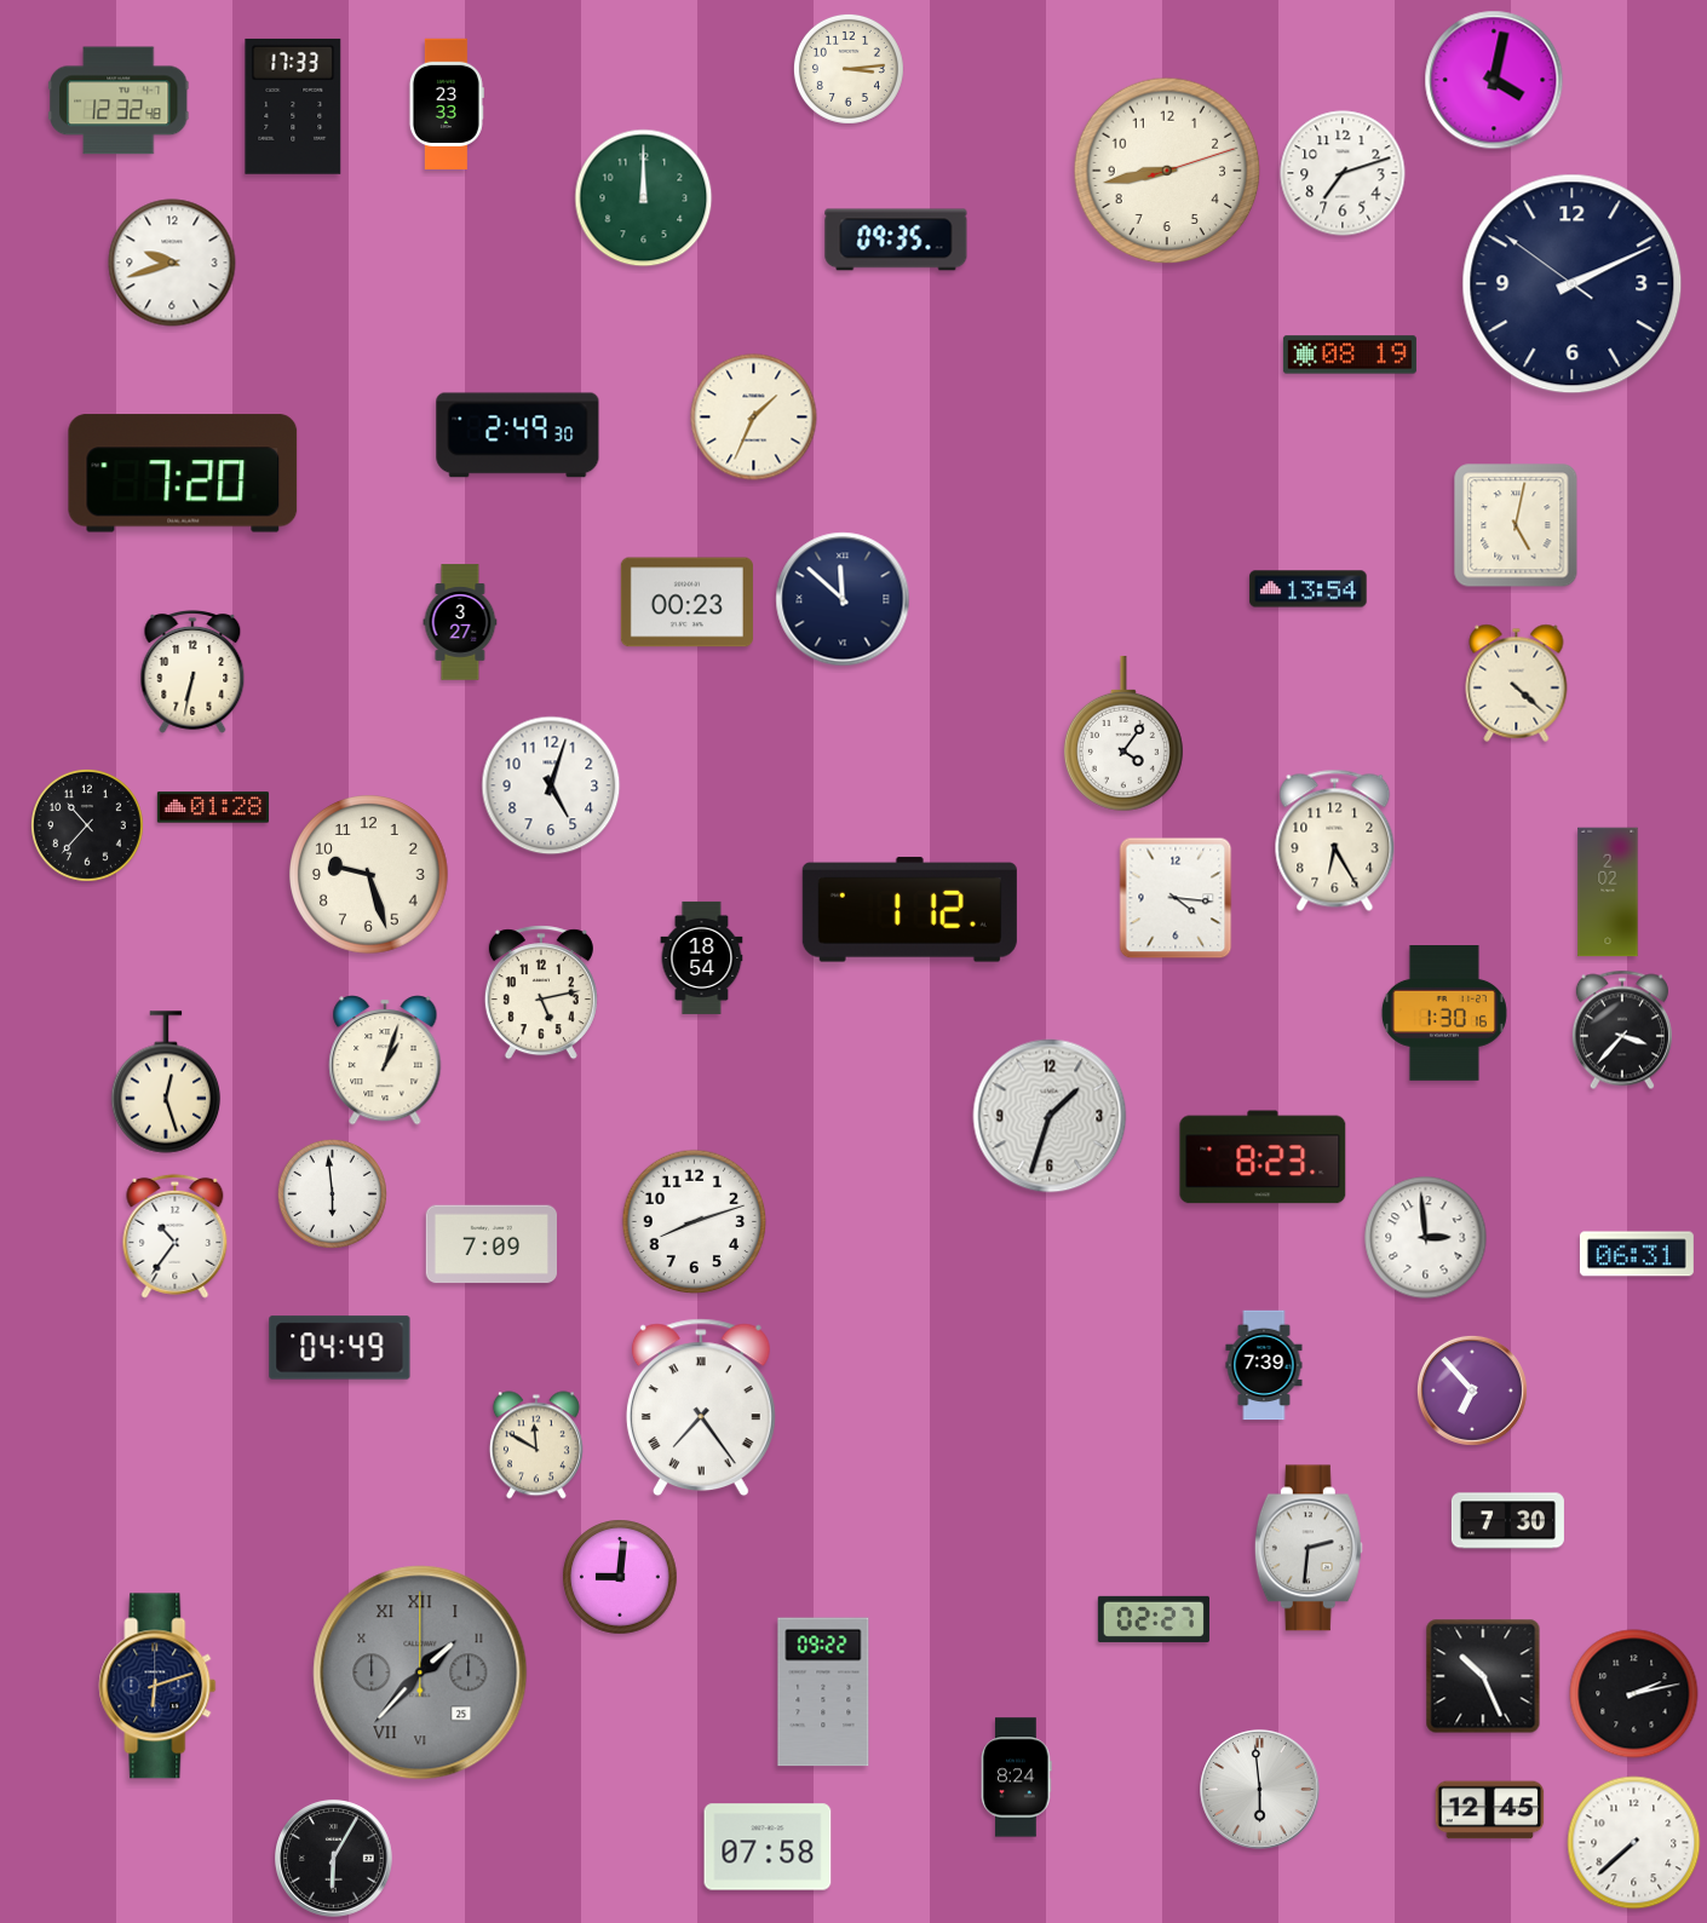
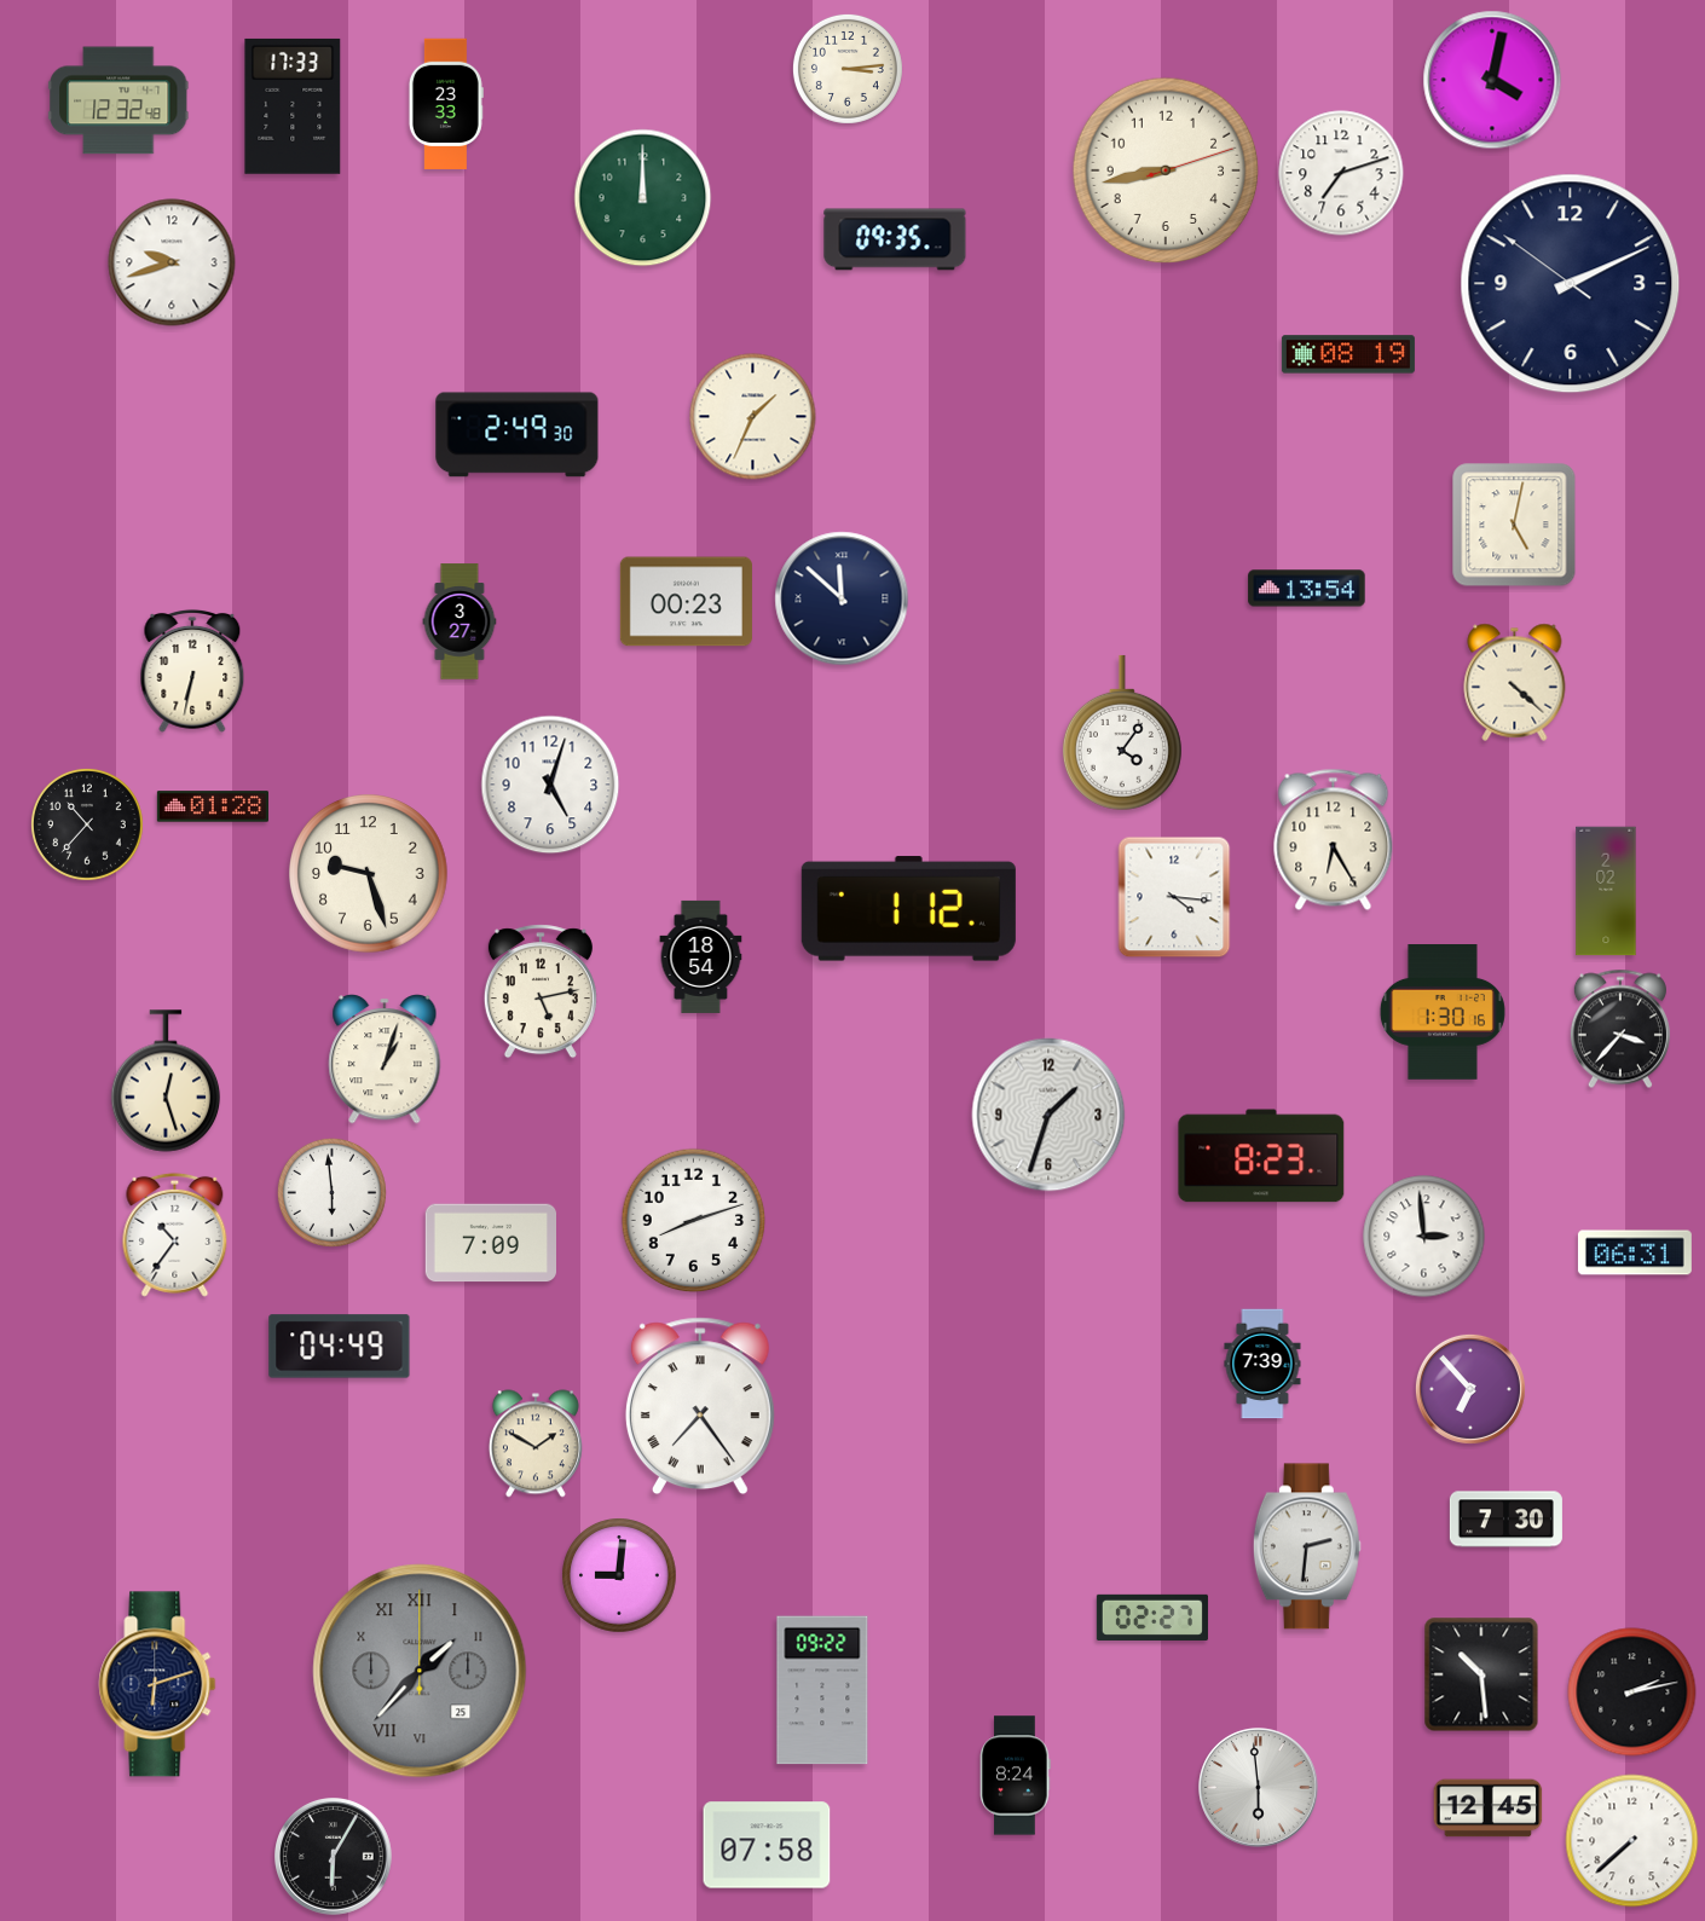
clock at (183, 473): 7:20 -> none
clock at (536, 1445): 11:50 -> 1:50
clock at (1483, 1676): 10:26 -> 10:29
